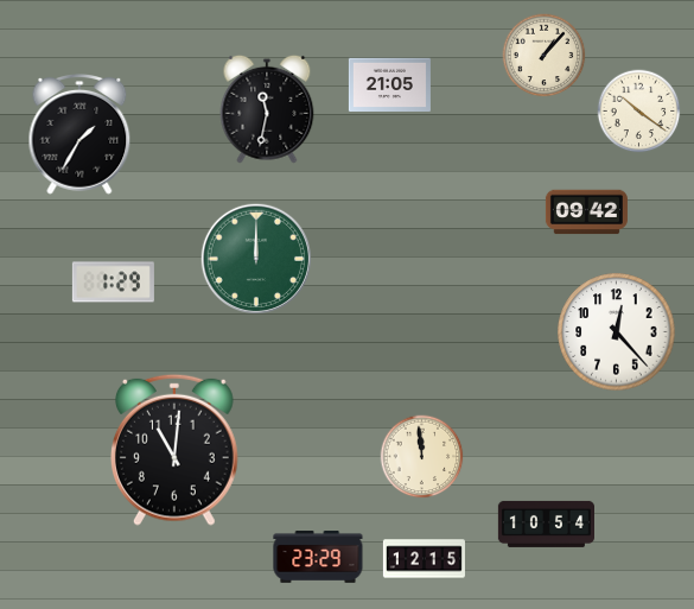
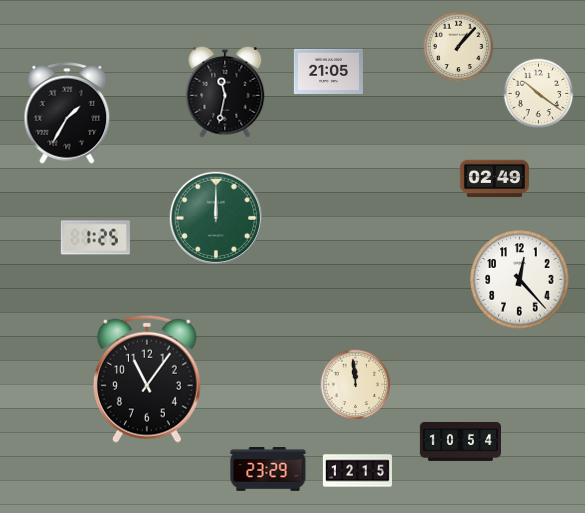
clock at (586, 212): 09:42 -> 02:49
clock at (113, 283): 1:29 -> 1:25
clock at (174, 450): 11:01 -> 11:06
